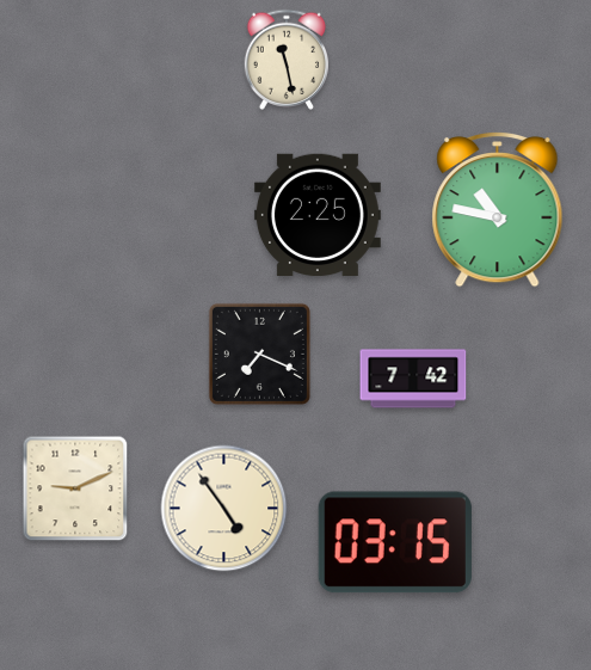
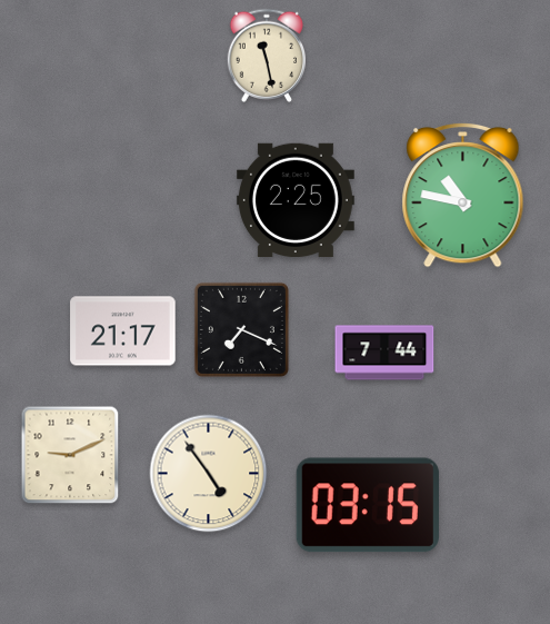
clock at (123, 331): none -> 21:17
clock at (413, 379): 7:42 -> 7:44
